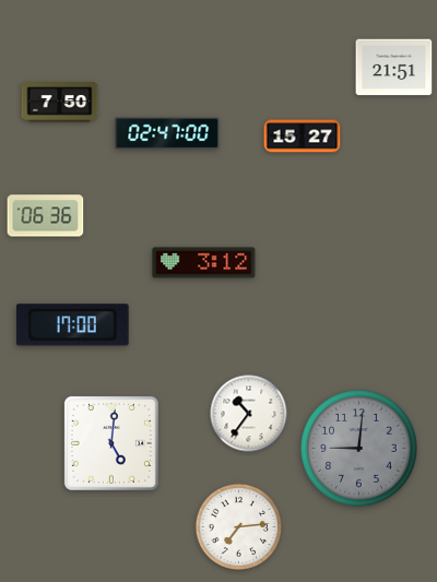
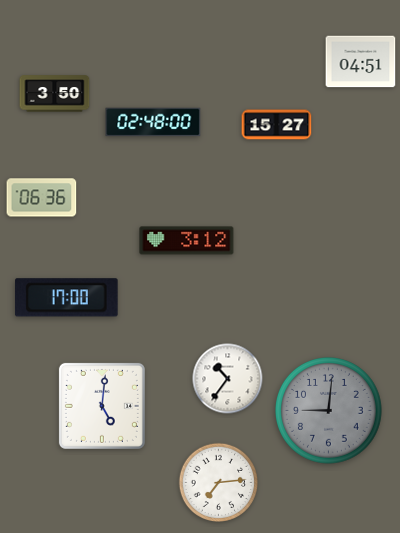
clock at (394, 68): 21:51 -> 04:51
clock at (60, 103): 7:50 -> 3:50
clock at (167, 133): 02:47 -> 02:48
